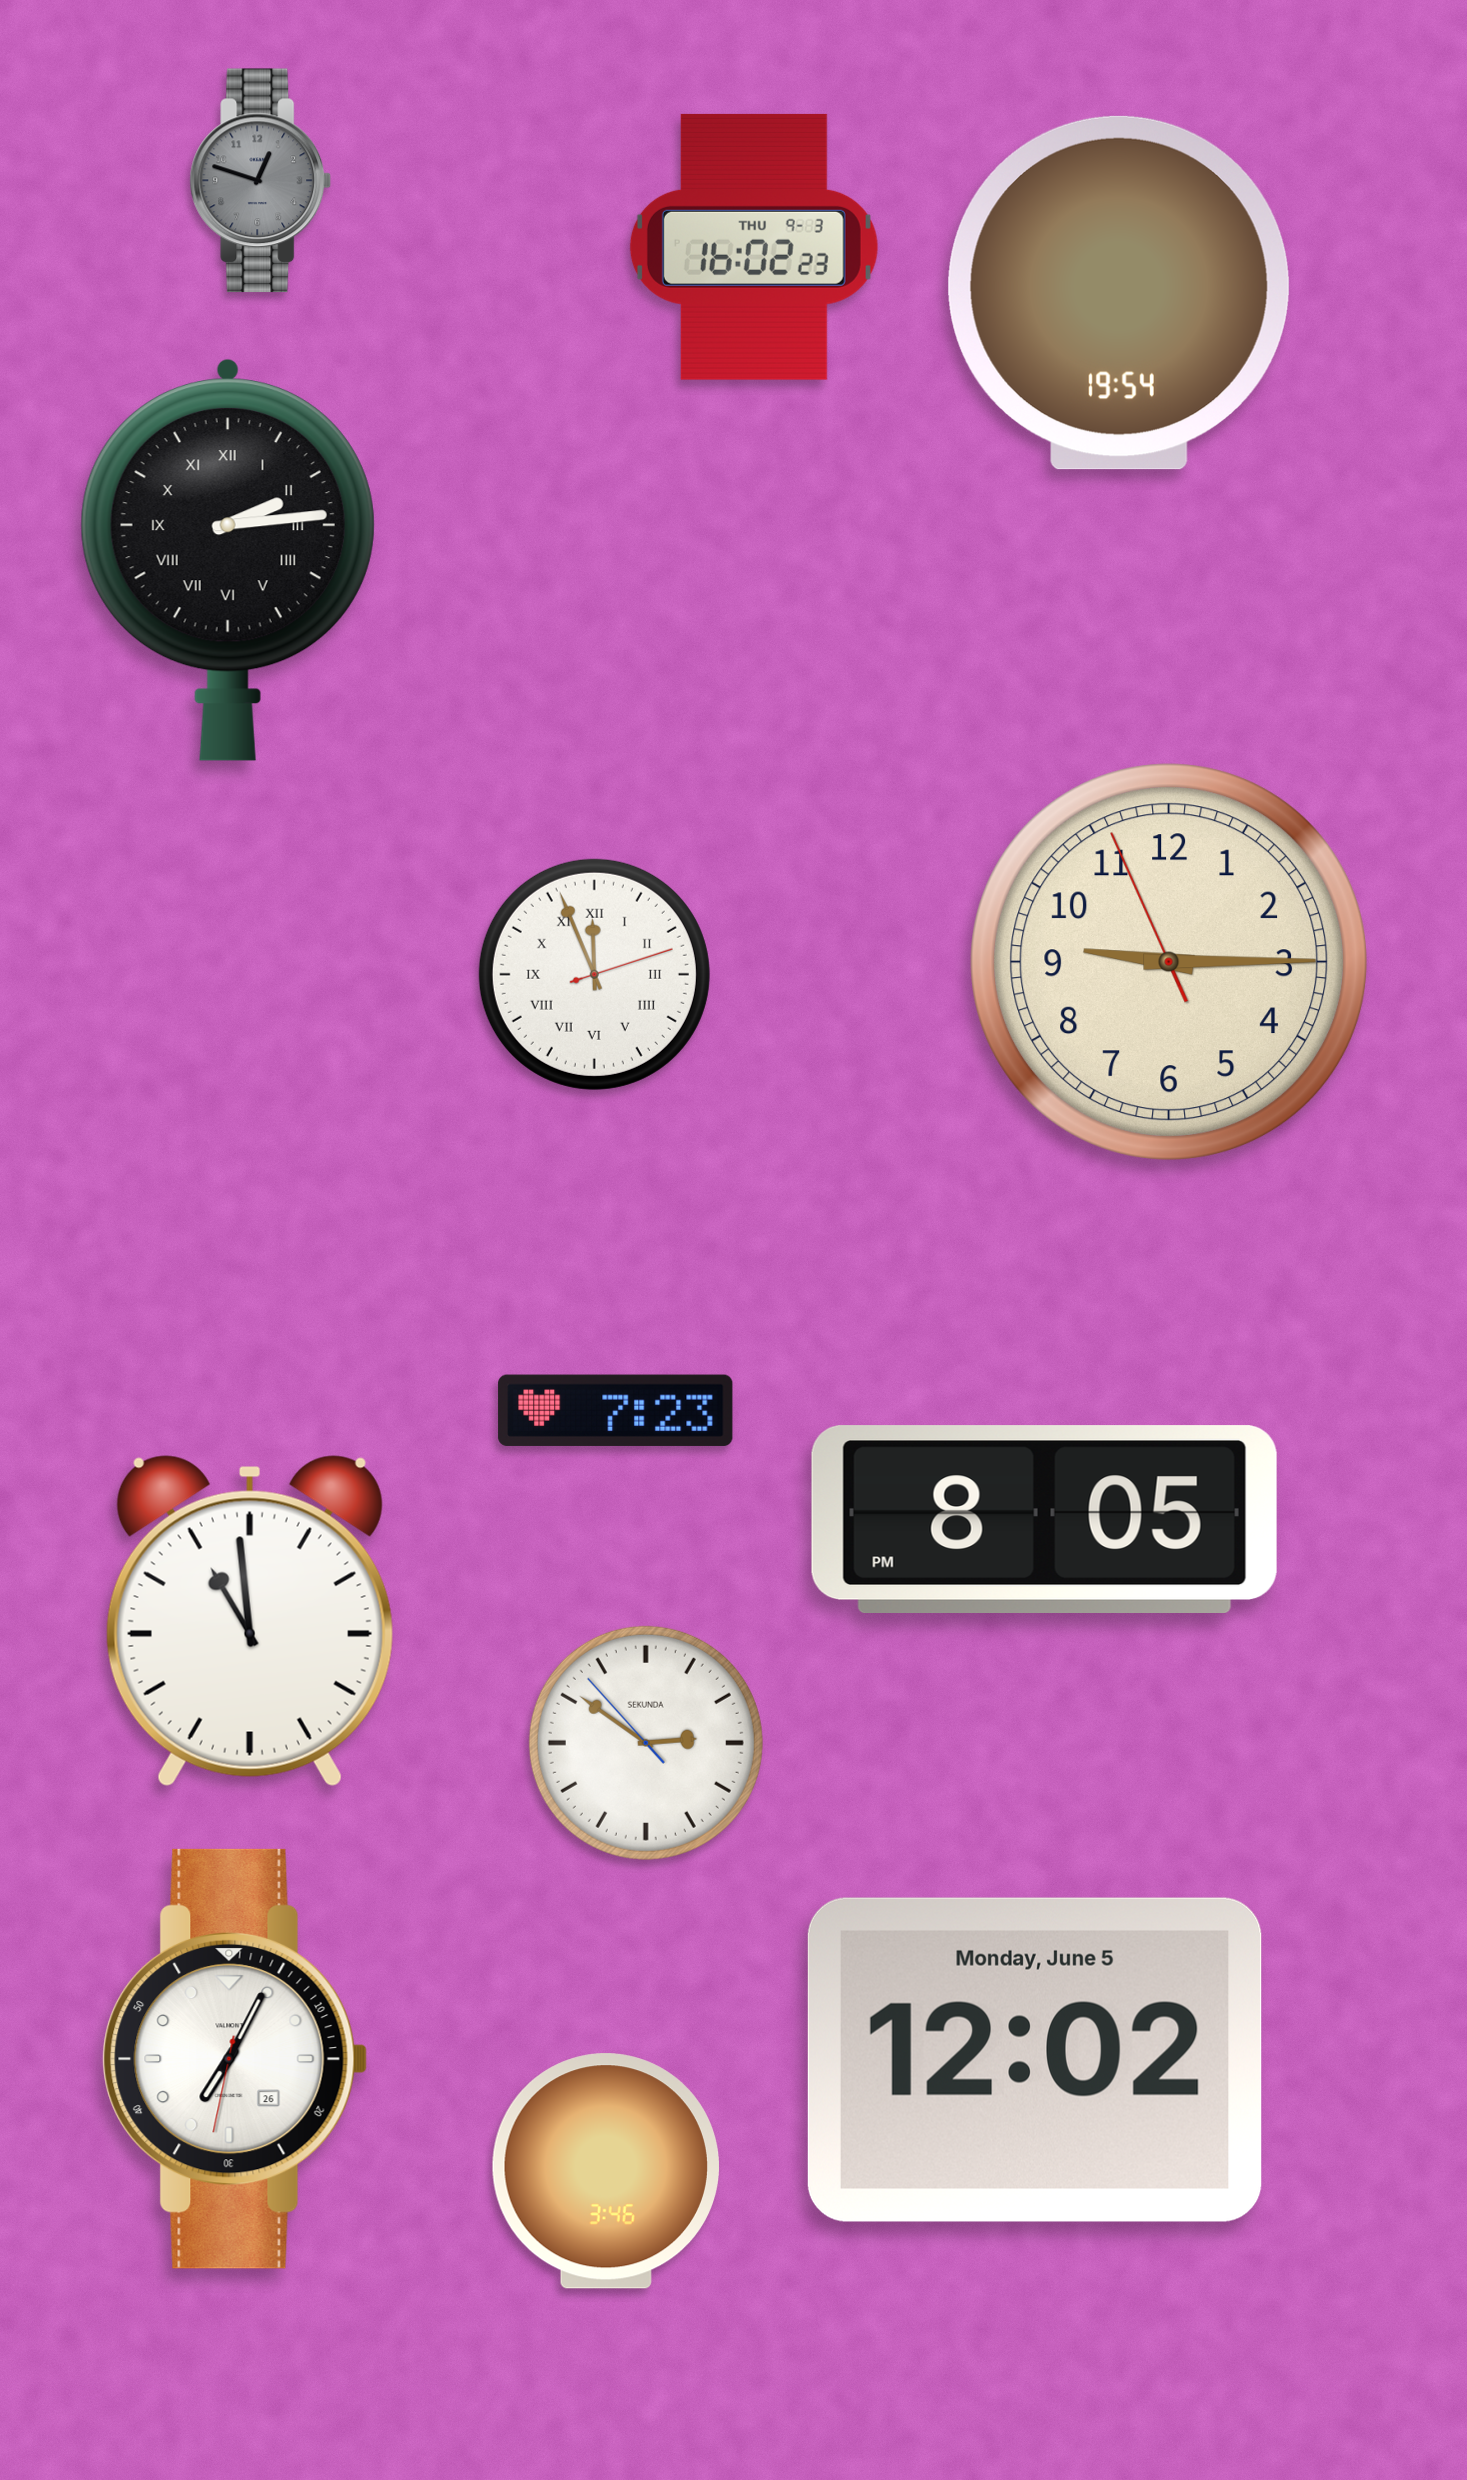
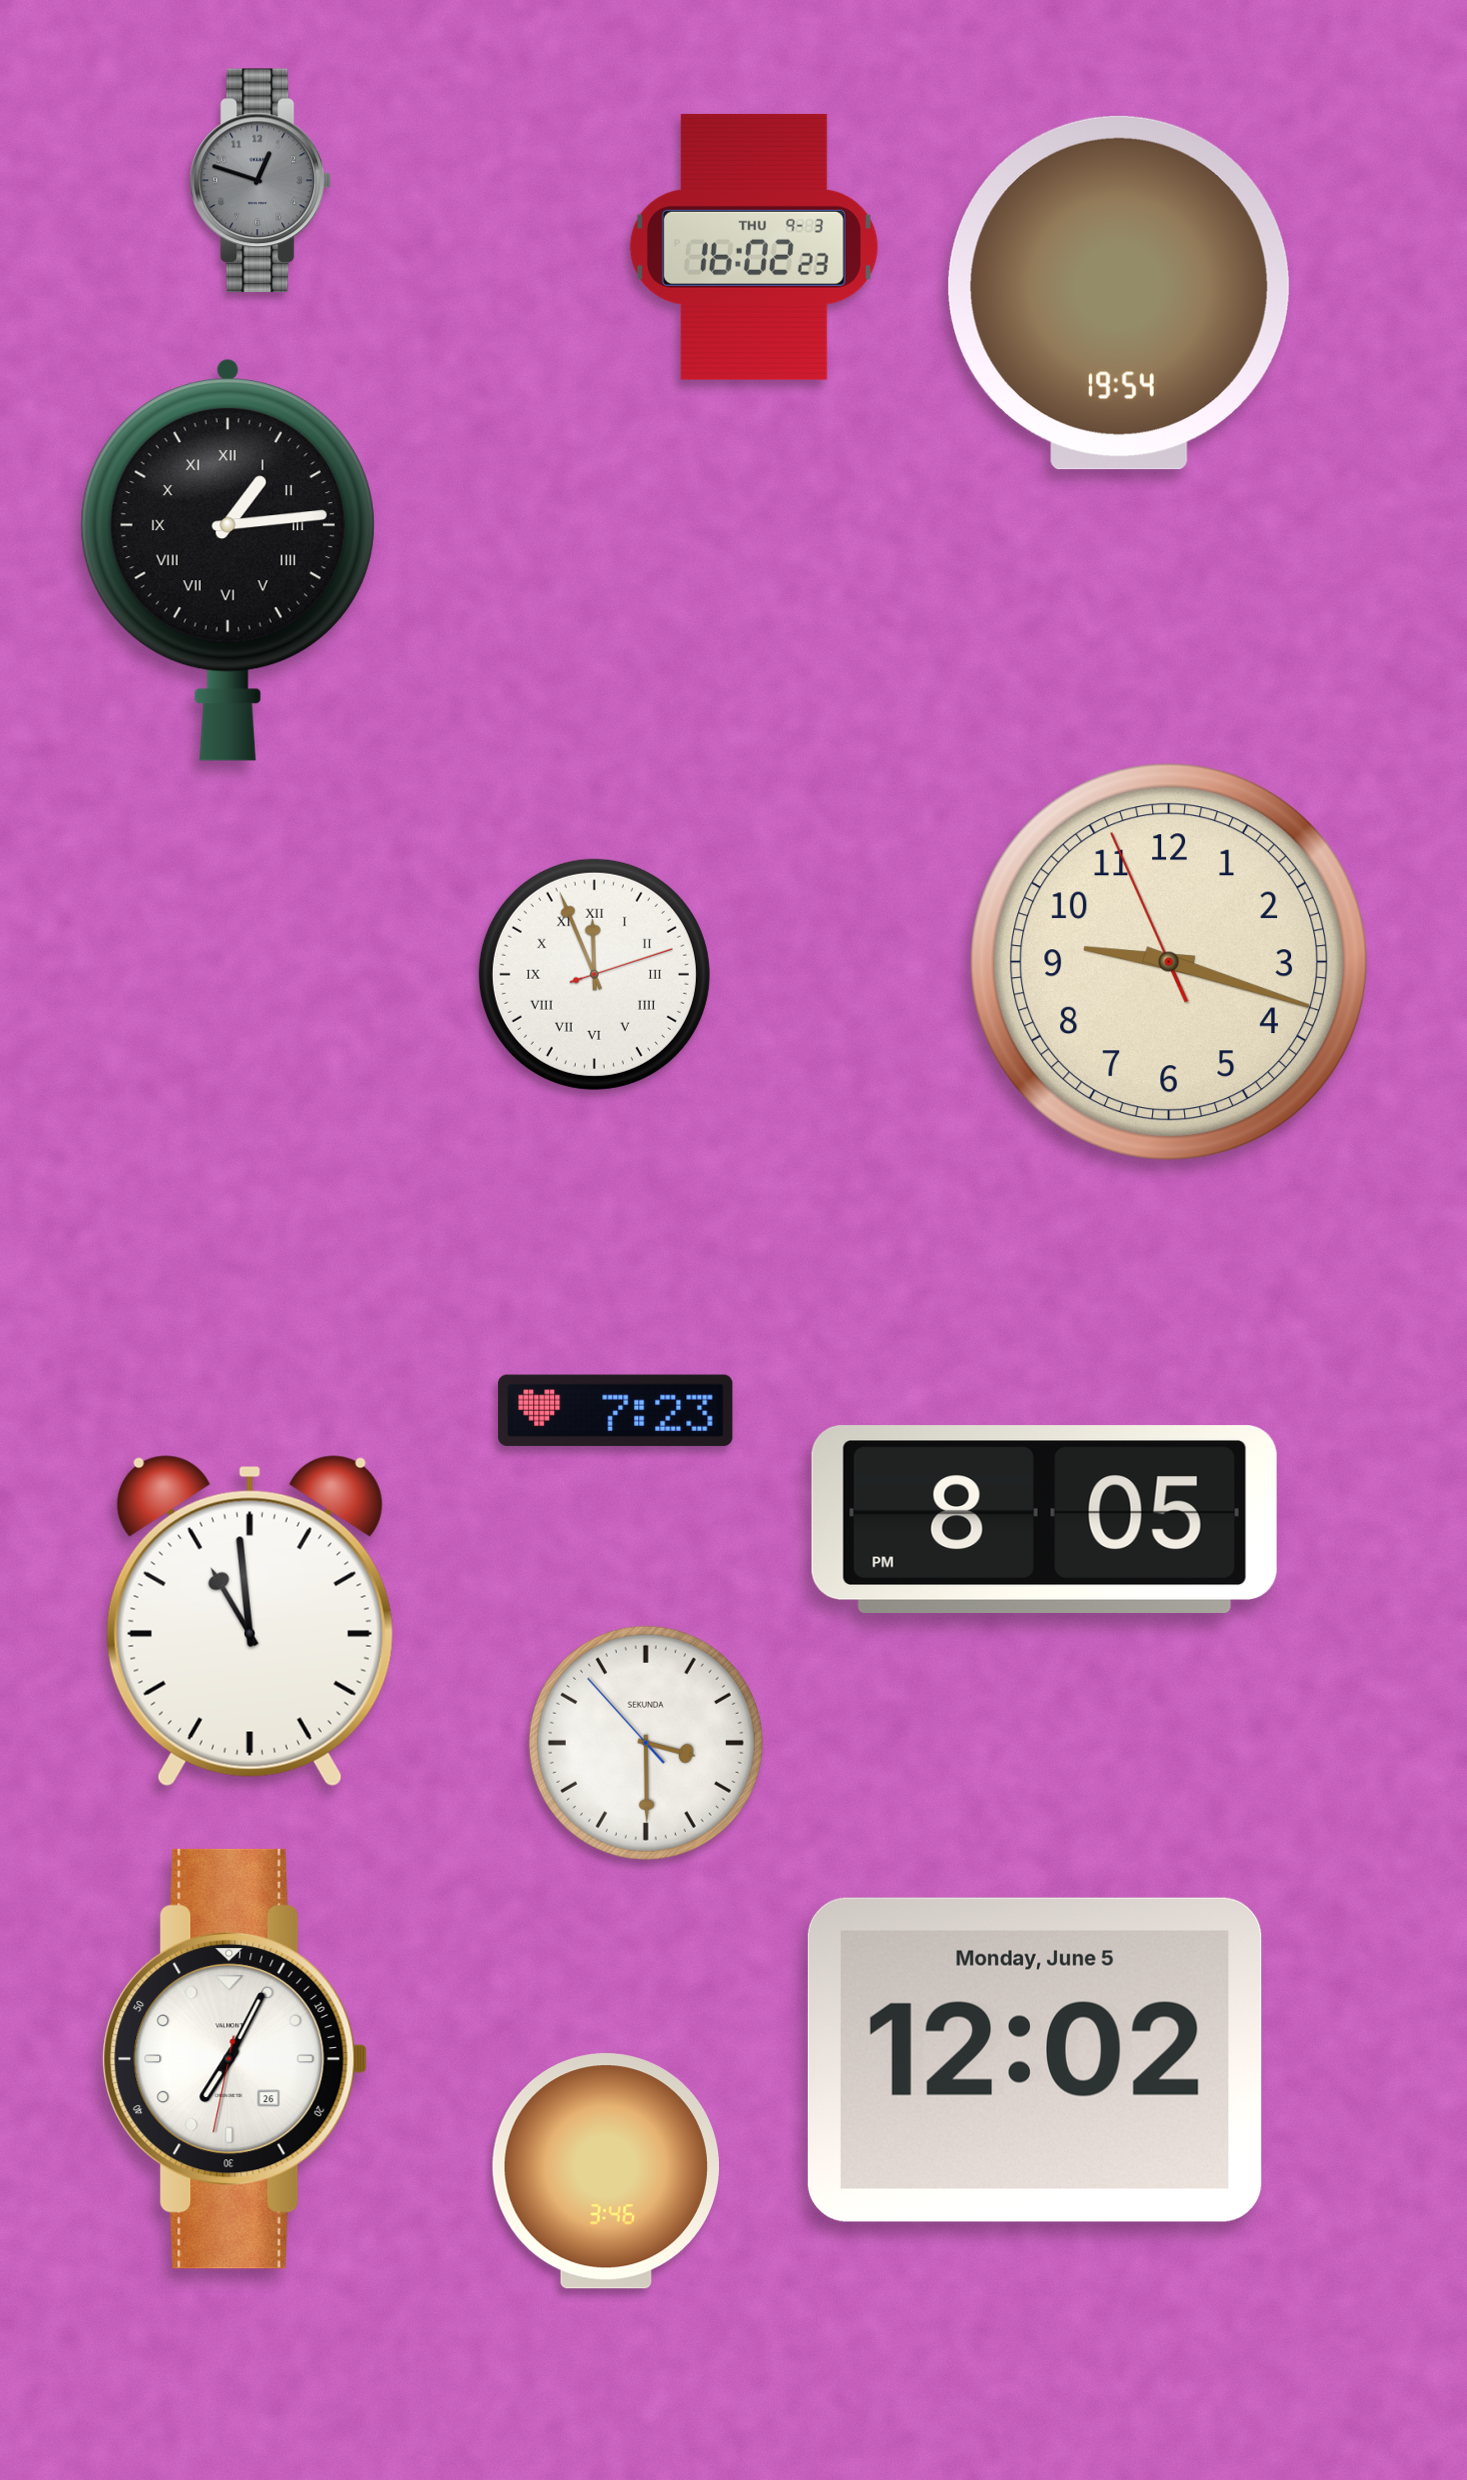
clock at (228, 560): 2:14 -> 1:14
clock at (1169, 962): 9:14 -> 9:17
clock at (646, 1743): 2:50 -> 3:29
